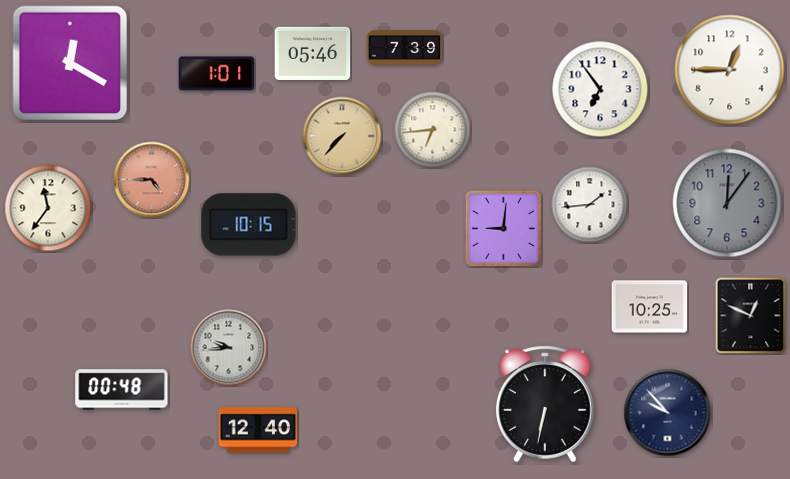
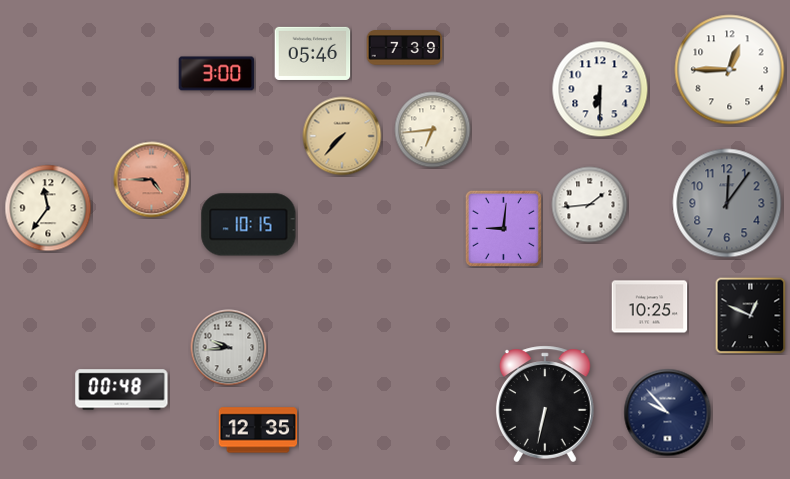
clock at (70, 63): 12:20 -> none
clock at (217, 74): 1:01 -> 3:00
clock at (600, 89): 6:54 -> 6:30
clock at (258, 430): 12:40 -> 12:35
